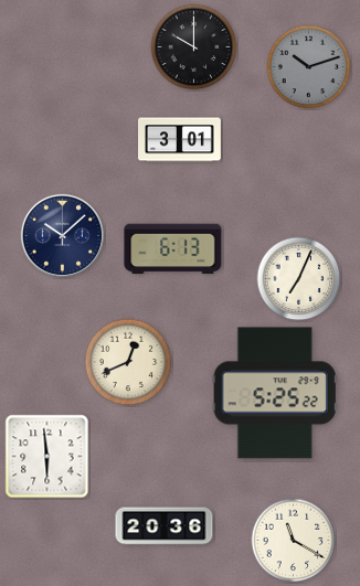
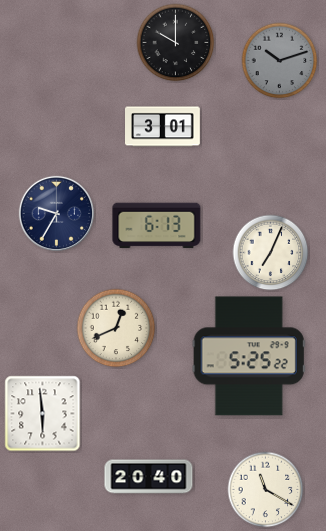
clock at (62, 235): 10:08 -> 9:35
clock at (165, 526): 20:36 -> 20:40
